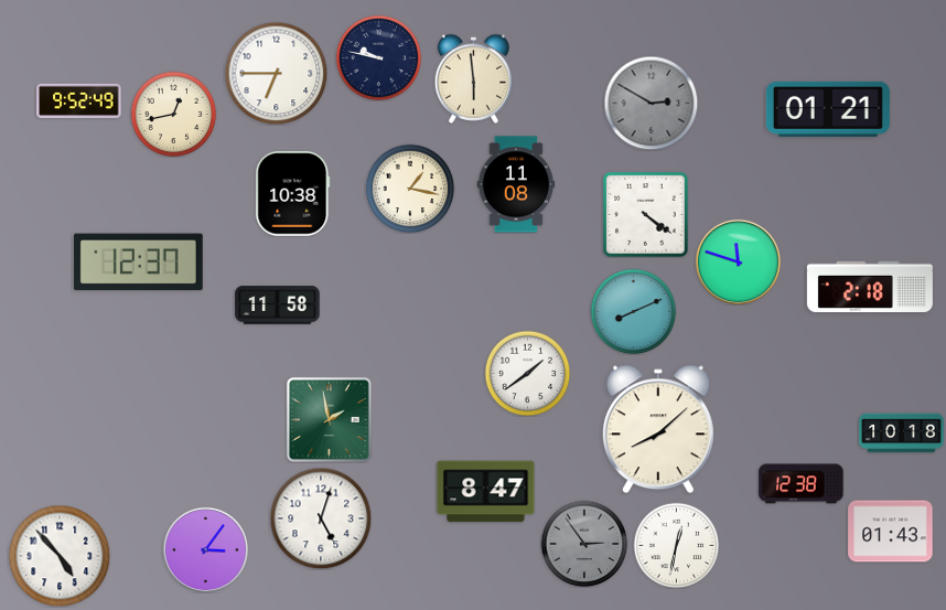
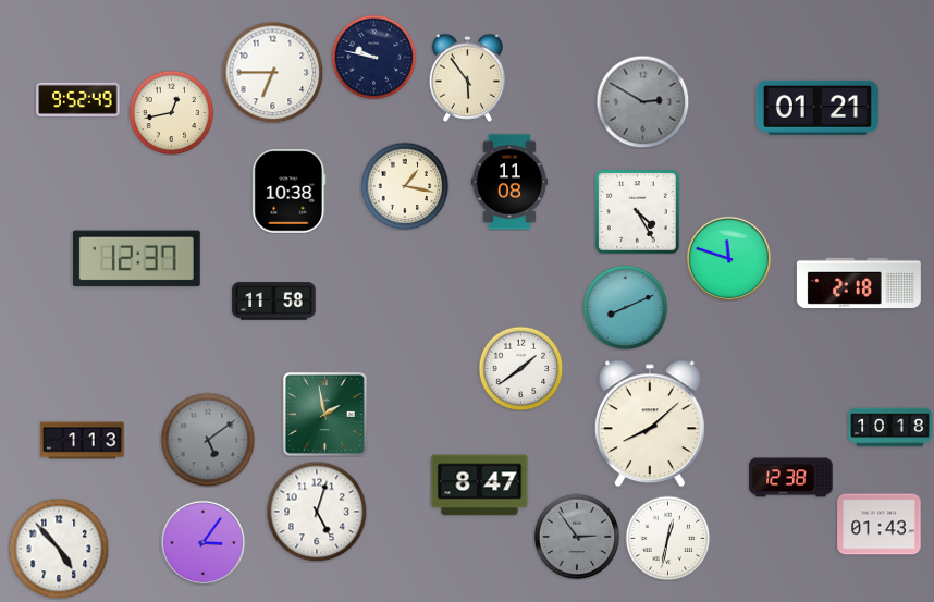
clock at (473, 78): 5:59 -> 5:54
clock at (646, 215): 4:21 -> 4:25
clock at (208, 440): none -> 5:09
clock at (83, 441): none -> 1:13
